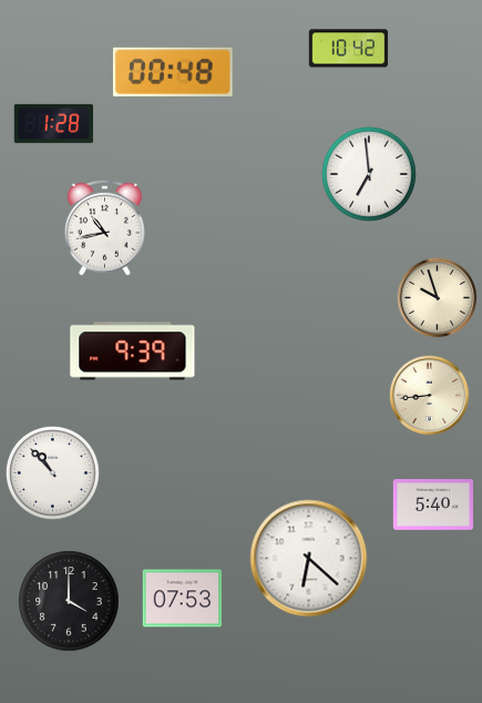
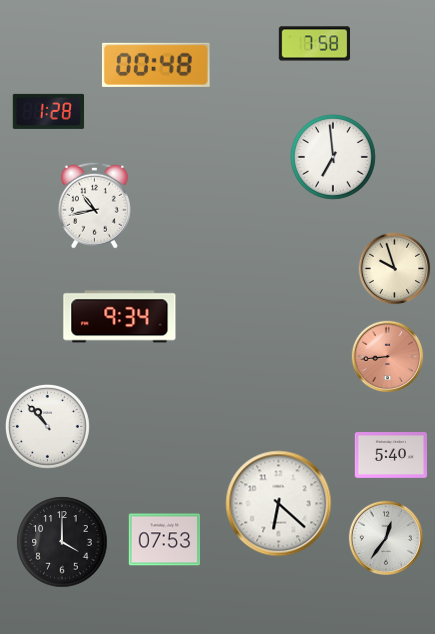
clock at (349, 49): 10:42 -> 7:58
clock at (133, 351): 9:39 -> 9:34
clock at (430, 396) dial: cream -> salmon
clock at (385, 537): none -> 12:36
